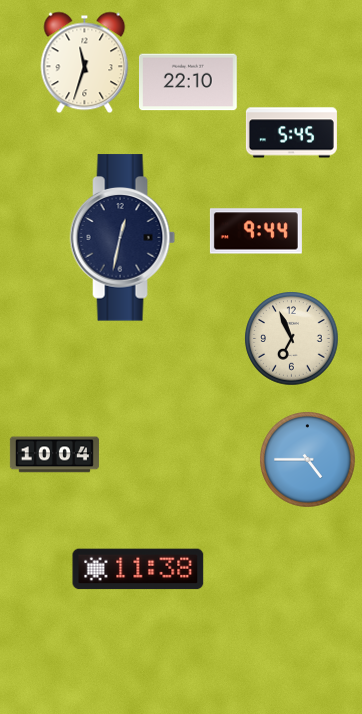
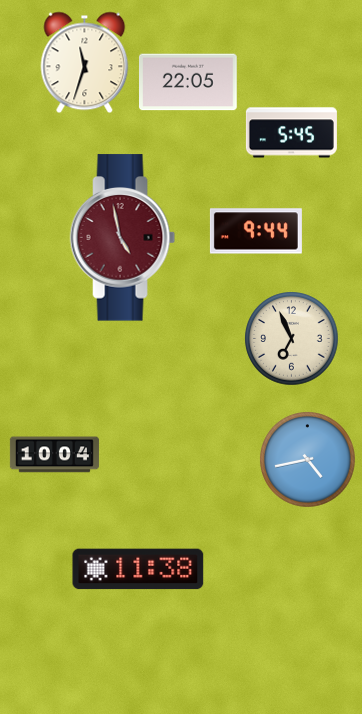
clock at (189, 82): 22:10 -> 22:05
clock at (123, 238): 12:32 -> 4:58
clock at (123, 238) dial: navy -> burgundy
clock at (308, 460): 4:45 -> 4:43
